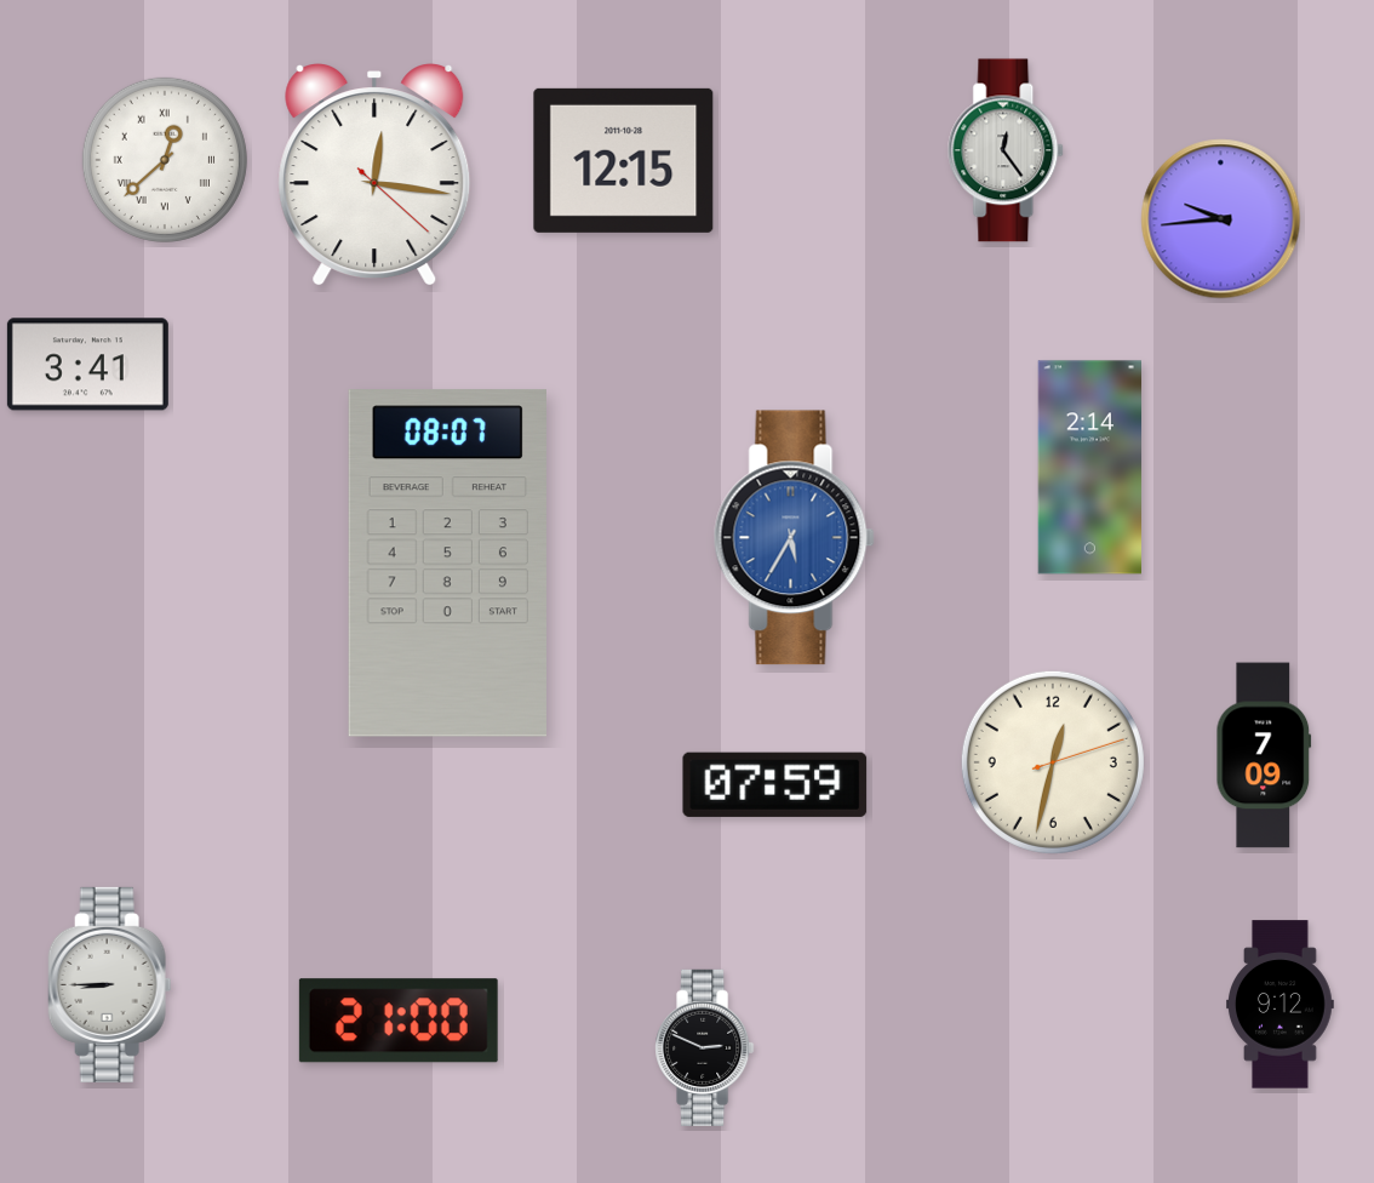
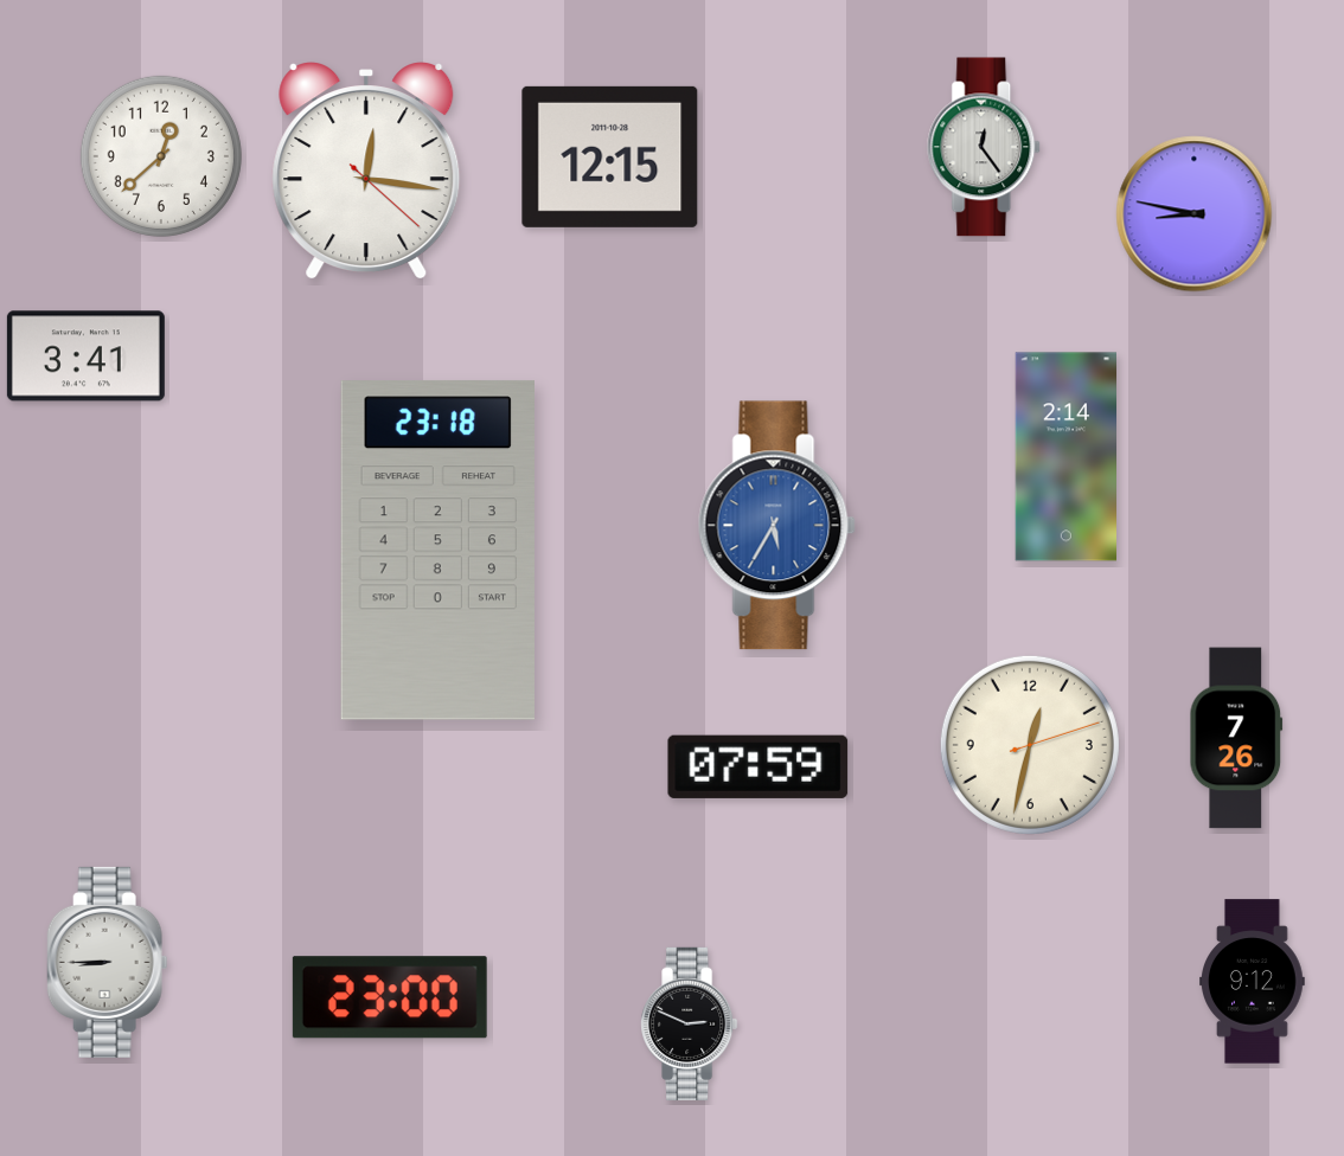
clock at (165, 160) numerals: Roman -> Arabic
clock at (1221, 219): 9:44 -> 8:47
clock at (447, 564): 08:07 -> 23:18
clock at (1264, 755): 7:09 -> 7:26
clock at (399, 1021): 21:00 -> 23:00
